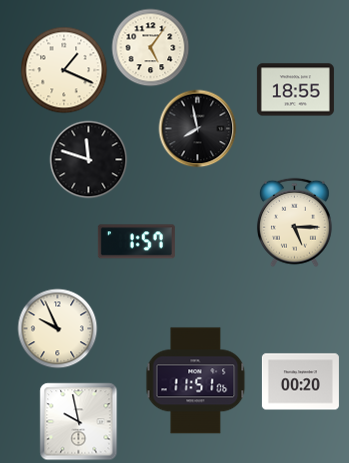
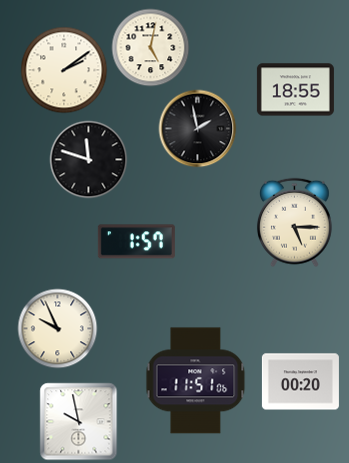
clock at (150, 47): 5:06 -> 5:02
clock at (64, 70): 1:19 -> 2:09
clock at (197, 128): 7:58 -> 1:58
